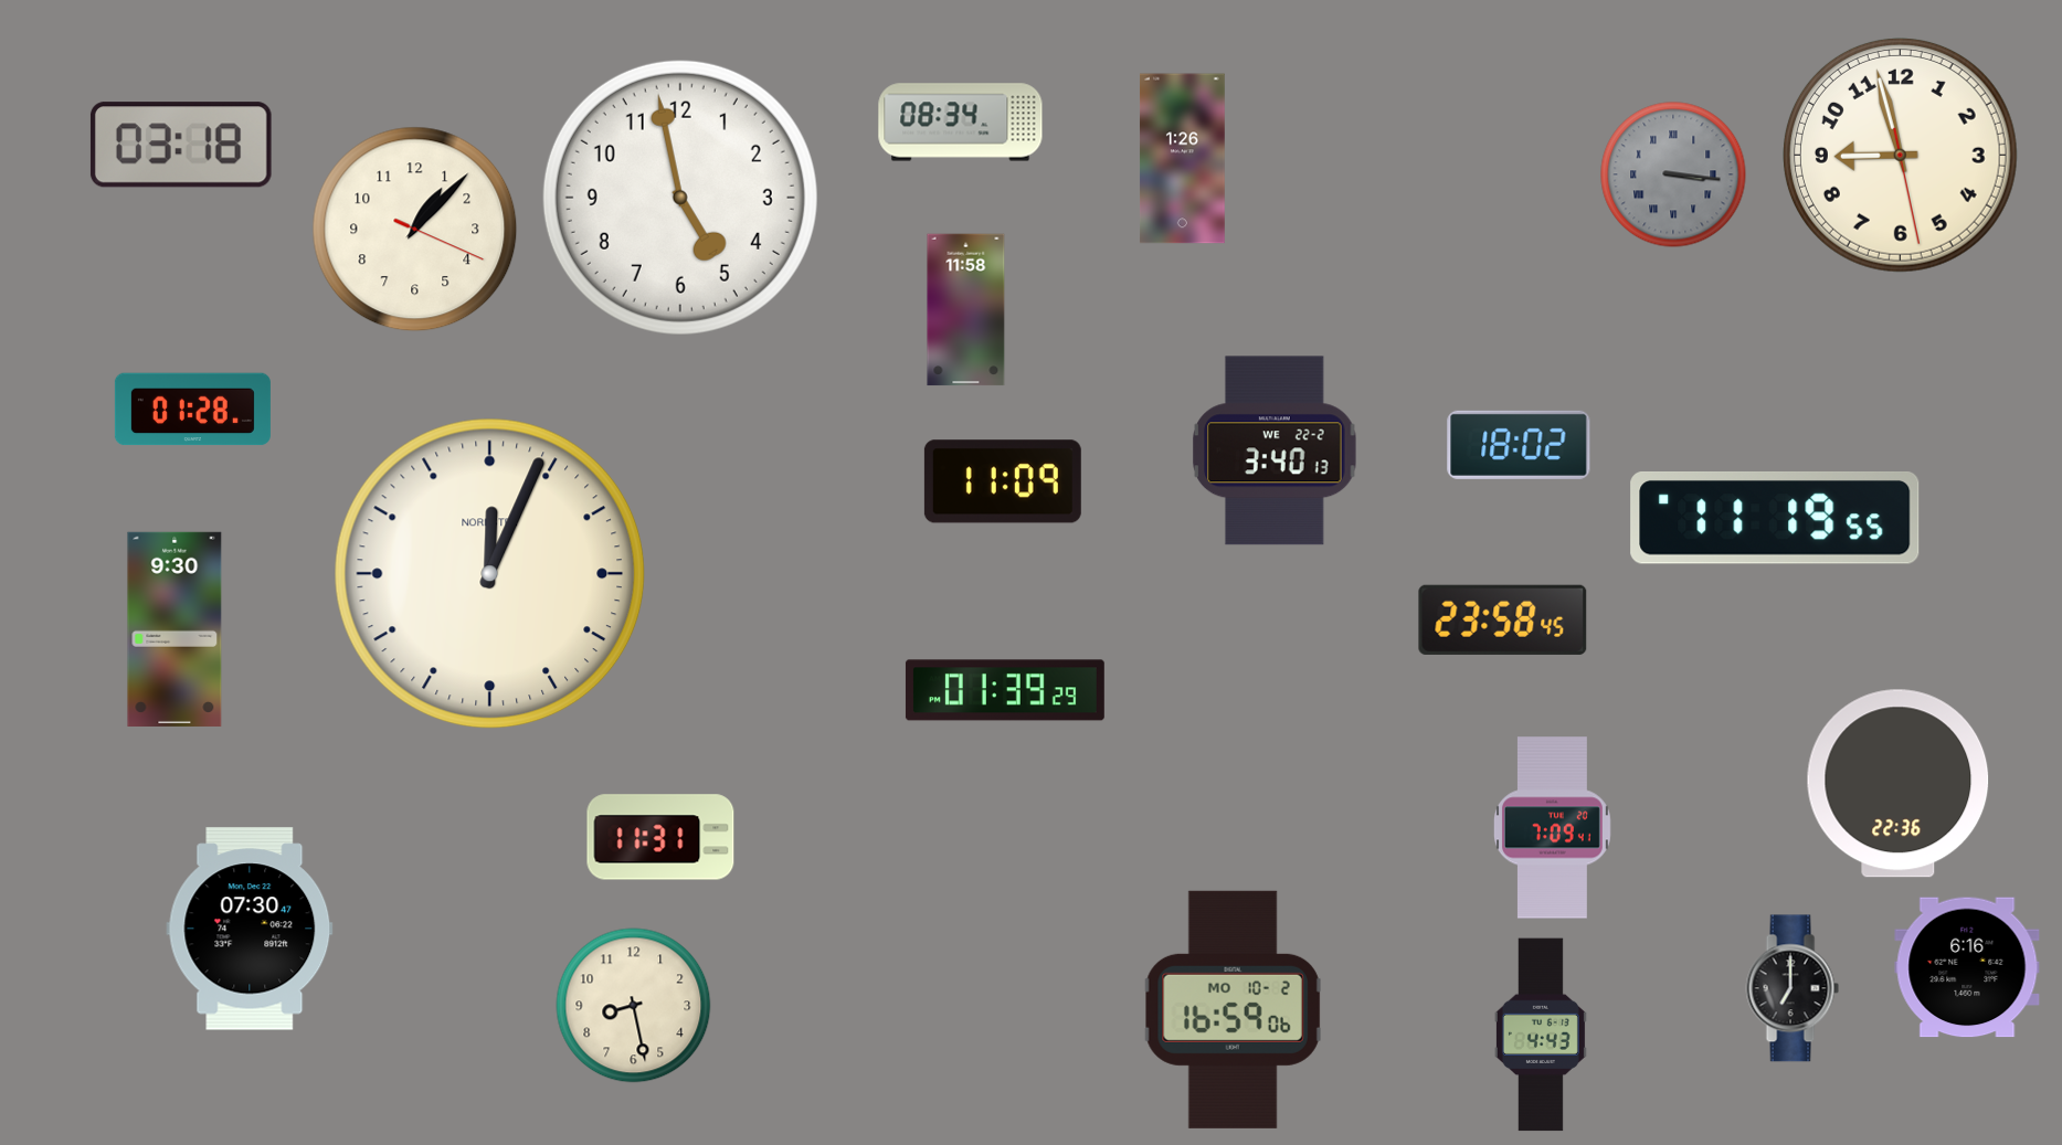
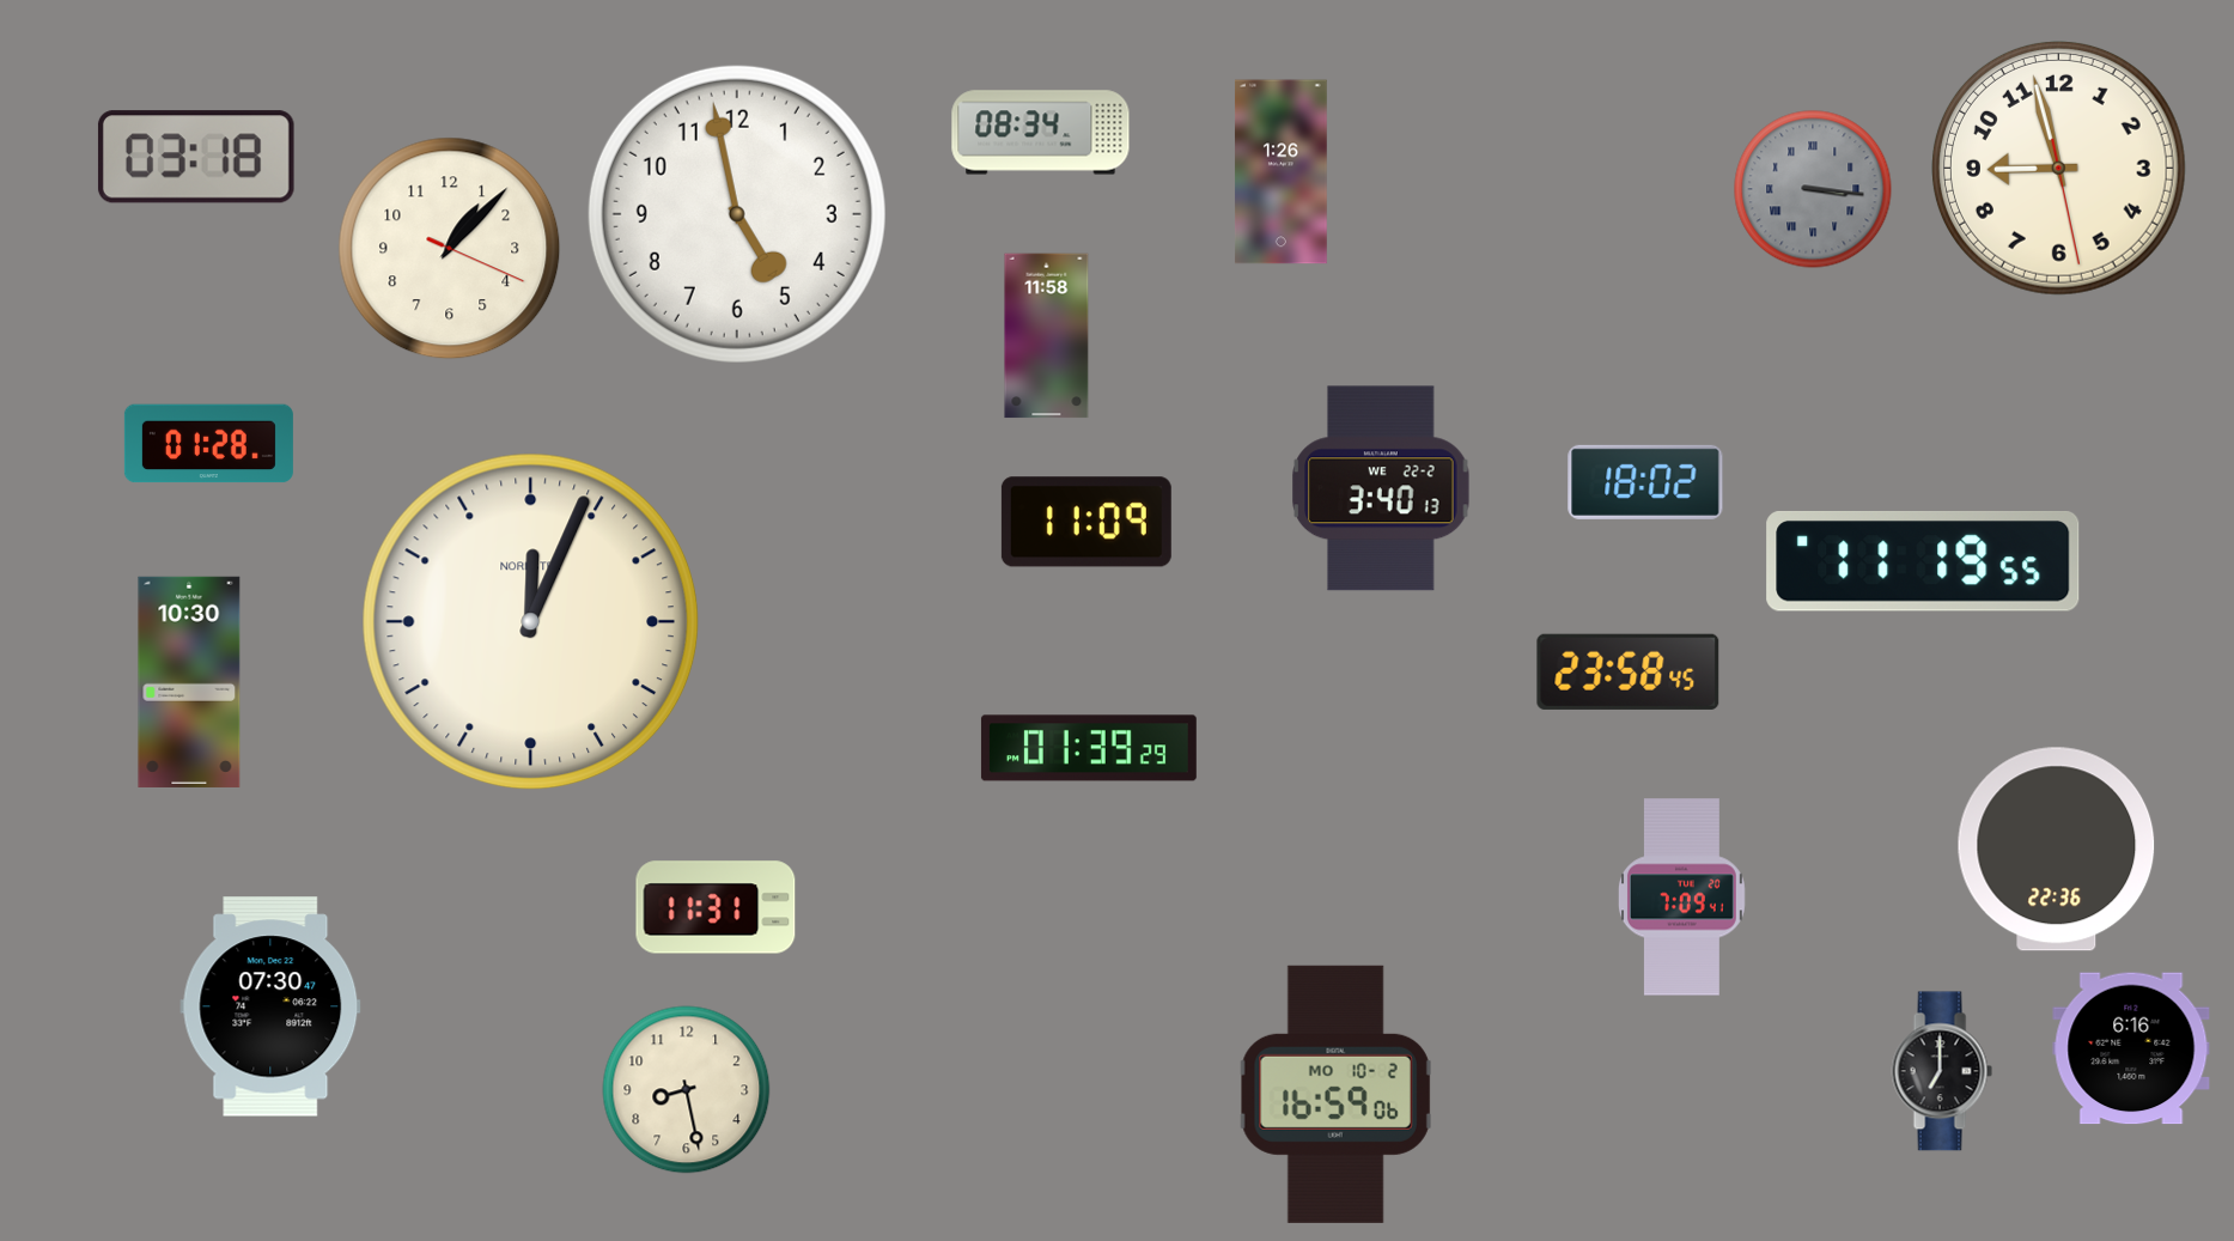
clock at (175, 629): 9:30 -> 10:30
clock at (1541, 1035): 4:43 -> none
